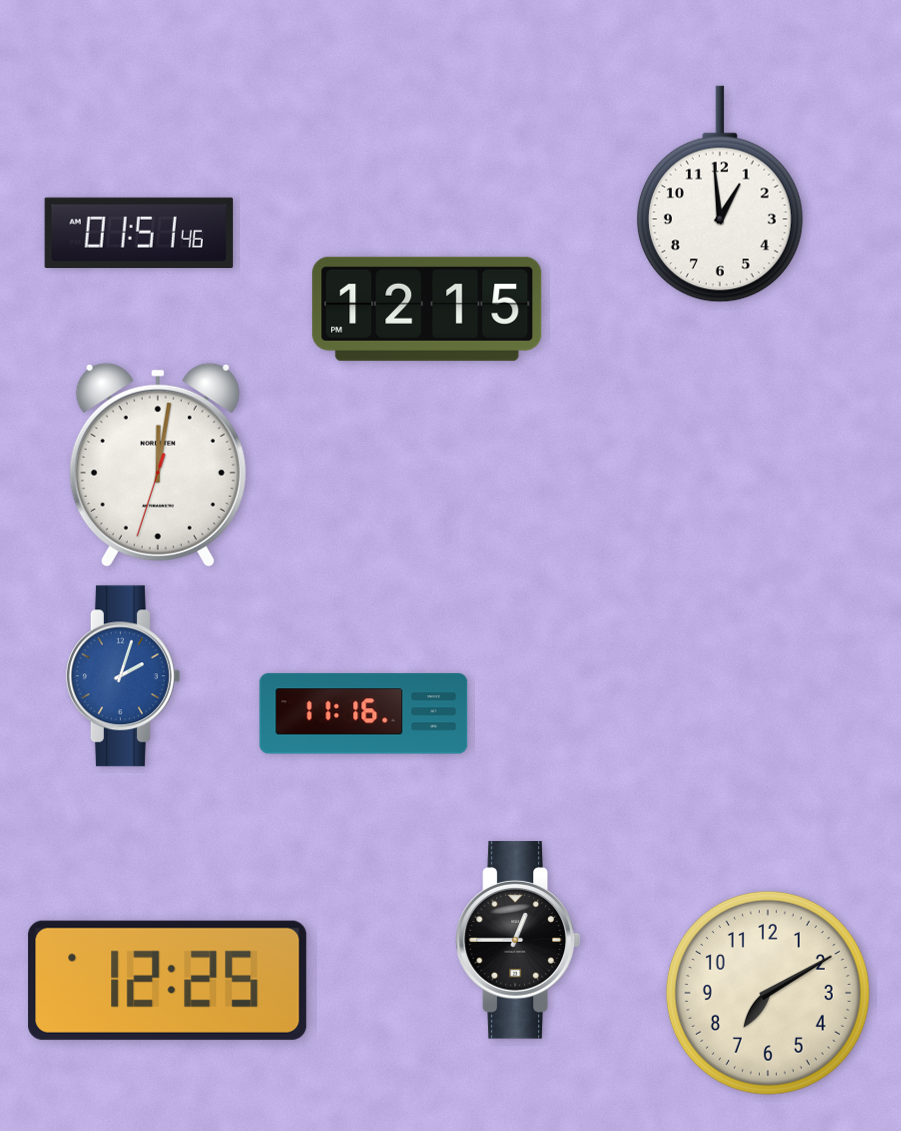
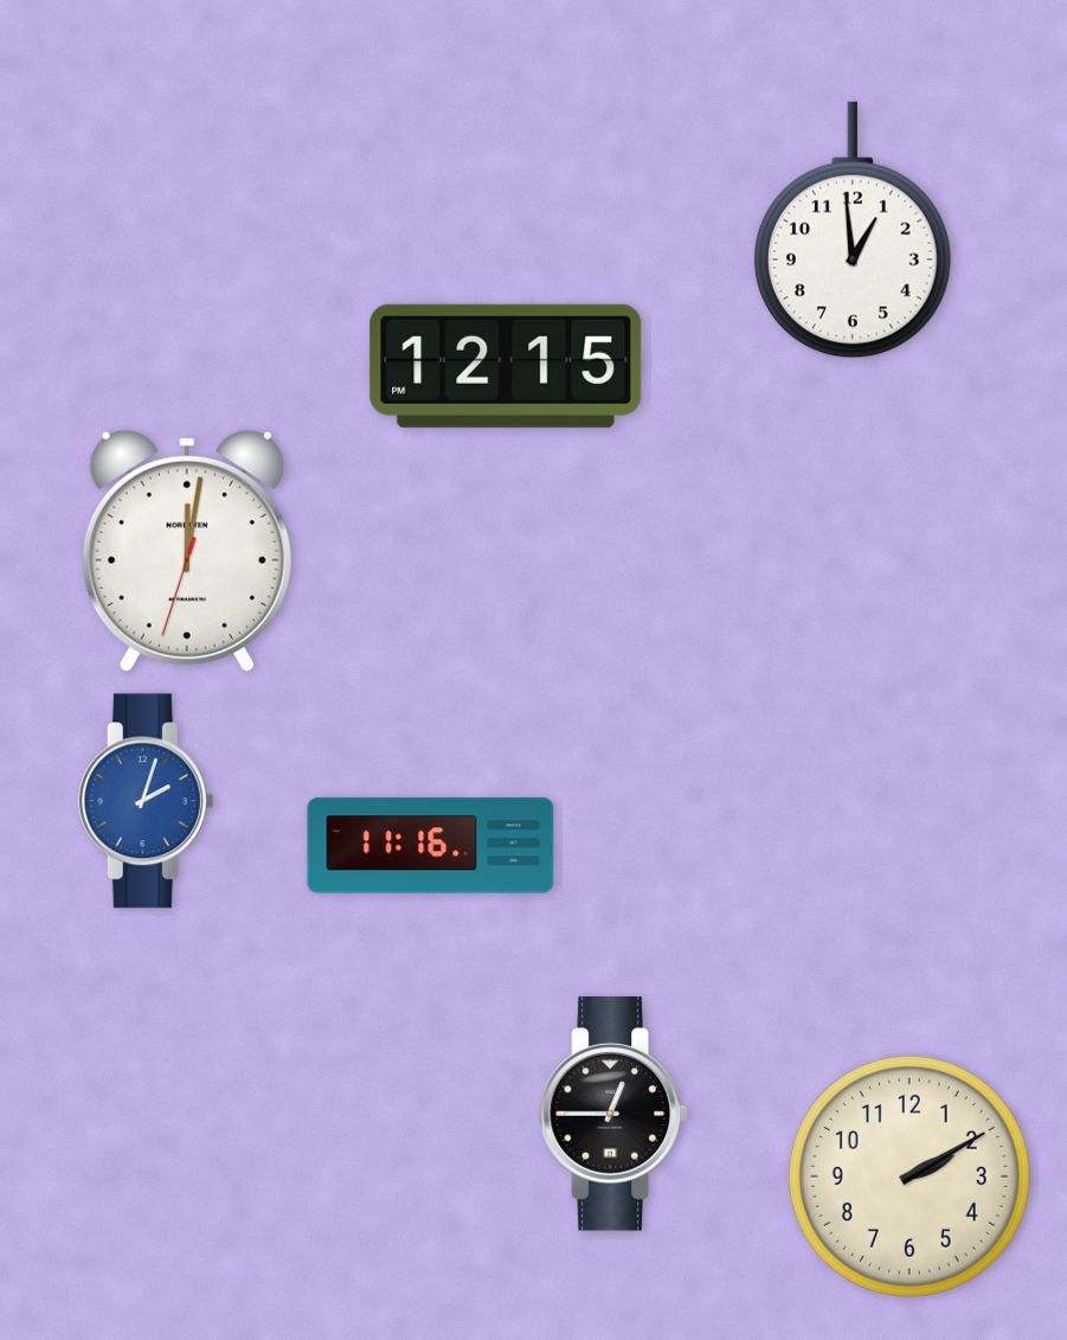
clock at (139, 232): 01:51 -> none
clock at (168, 980): 12:25 -> none
clock at (768, 993): 7:10 -> 2:10
